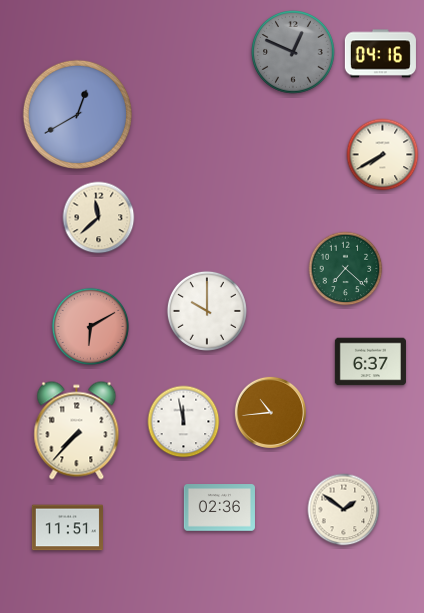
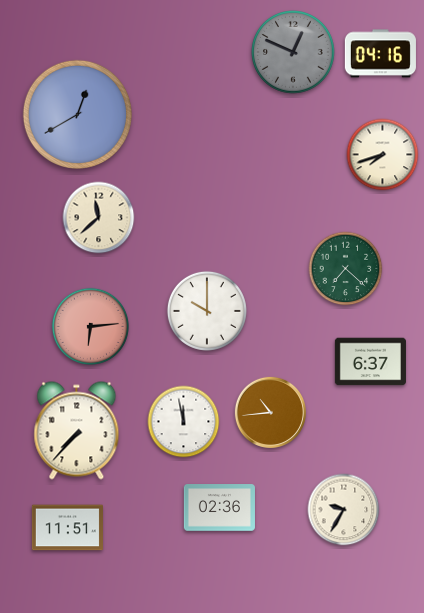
clock at (383, 155): 7:40 -> 7:42
clock at (90, 326): 6:10 -> 6:14
clock at (344, 510): 1:51 -> 9:35
